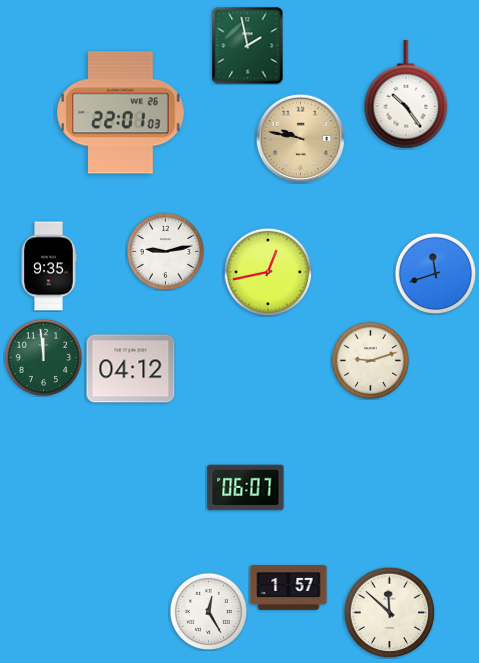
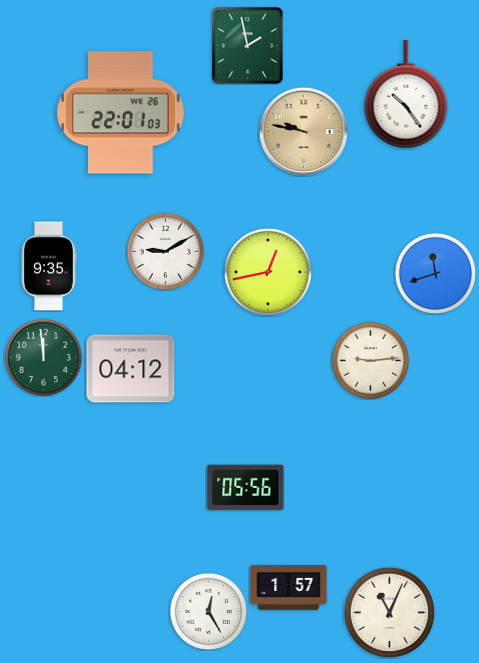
clock at (300, 138) position: (300, 138) -> (303, 131)
clock at (165, 251): 9:13 -> 9:10
clock at (370, 360): 9:12 -> 9:14
clock at (246, 488): 06:07 -> 05:56
clock at (389, 612): 11:52 -> 11:04
